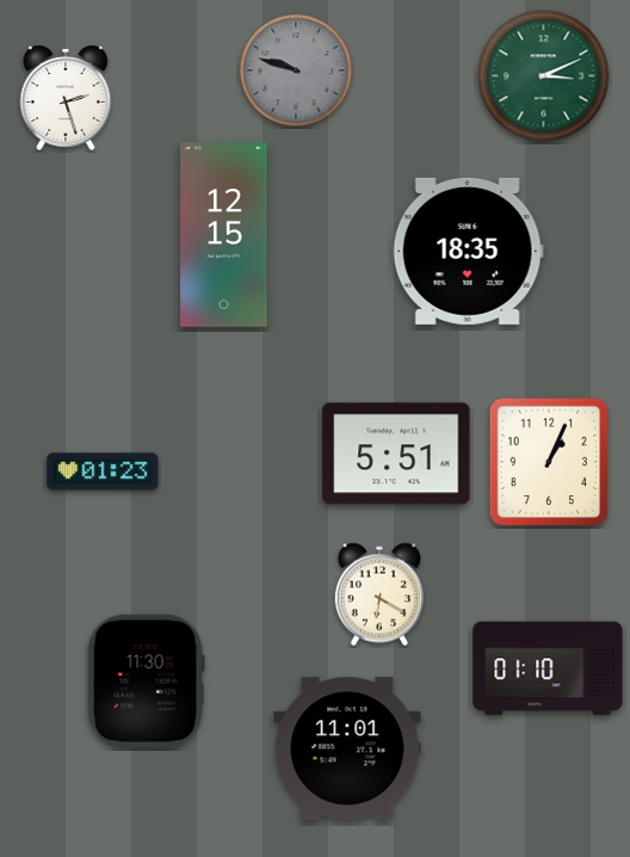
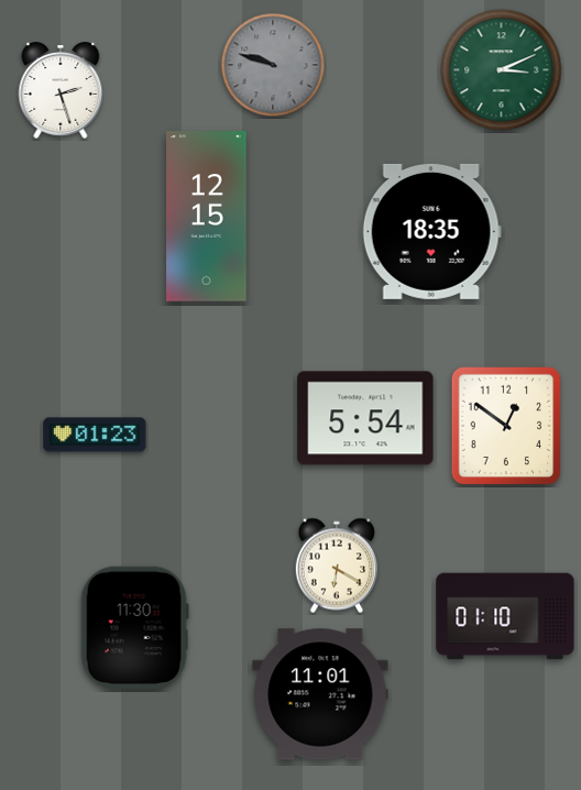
clock at (396, 454): 5:51 -> 5:54
clock at (549, 462): 1:04 -> 12:51
clock at (378, 594) position: (378, 594) -> (336, 566)
clock at (347, 748) position: (347, 748) -> (320, 694)
